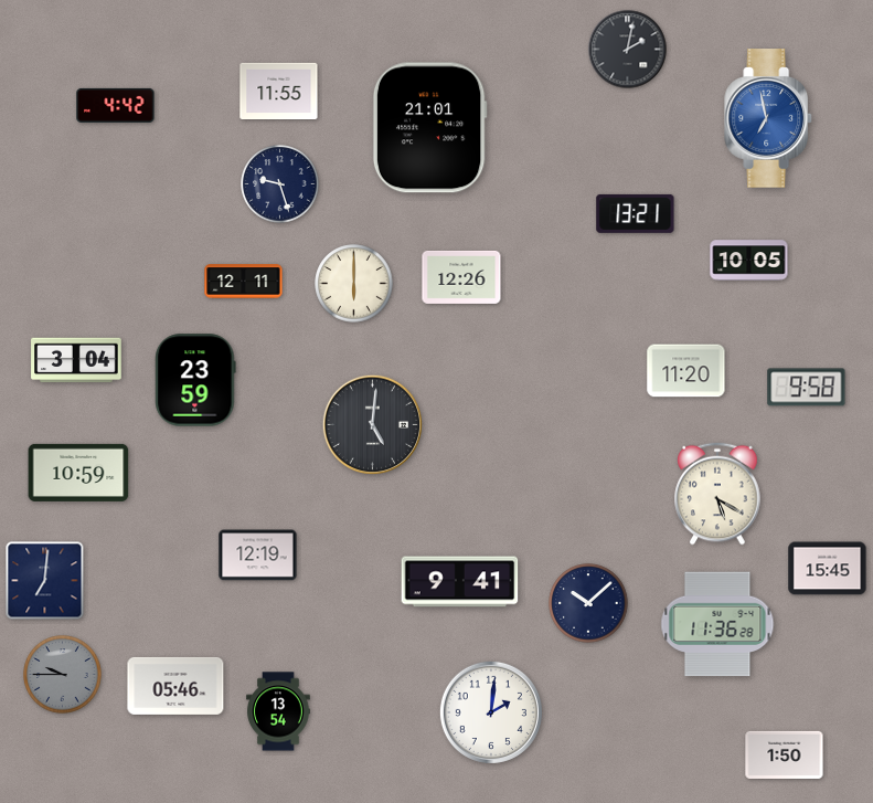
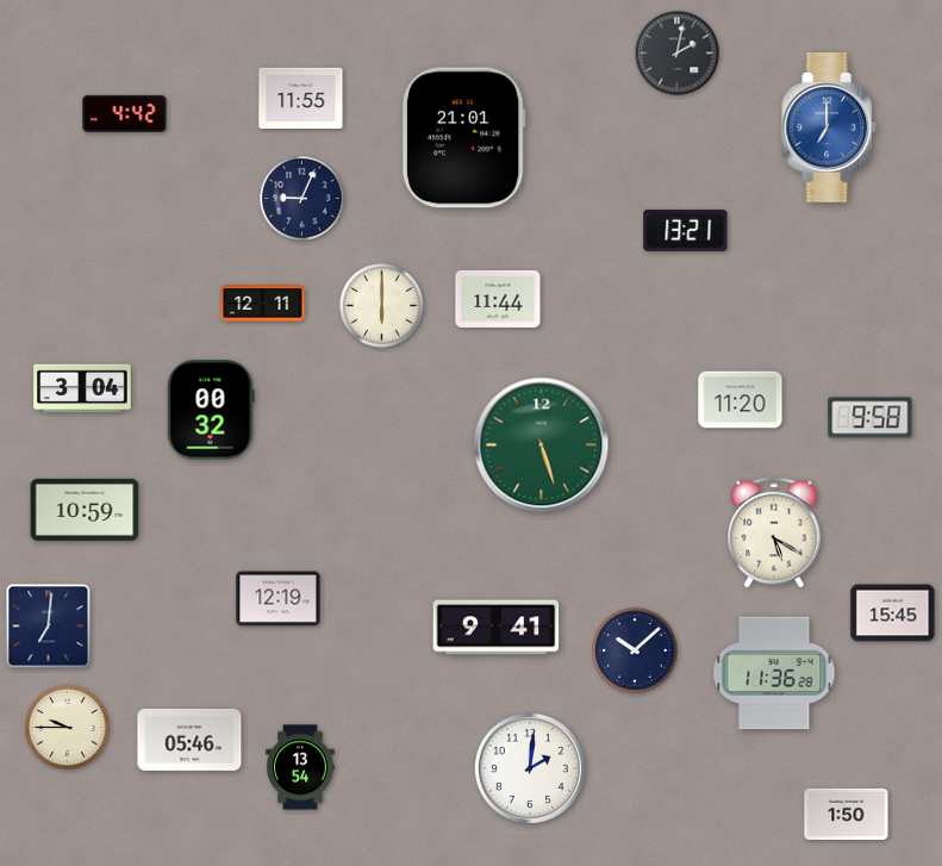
clock at (769, 118): 6:58 -> 7:00
clock at (280, 184): 9:27 -> 9:04
clock at (749, 261): 10:05 -> none
clock at (461, 277): 12:26 -> 11:44
clock at (195, 380): 23:59 -> 00:32
clock at (542, 446): none -> 5:27
clock at (373, 425): 5:01 -> none
clock at (63, 675) dial: grey -> cream
